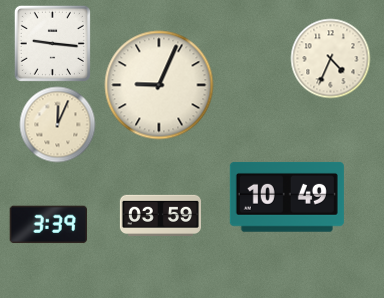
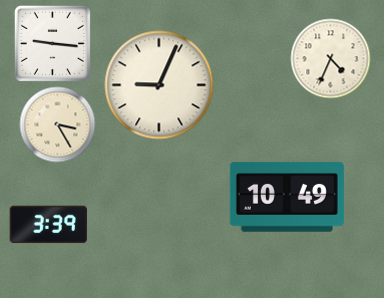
clock at (58, 125): 12:04 -> 3:25
clock at (160, 215): 03:59 -> none
